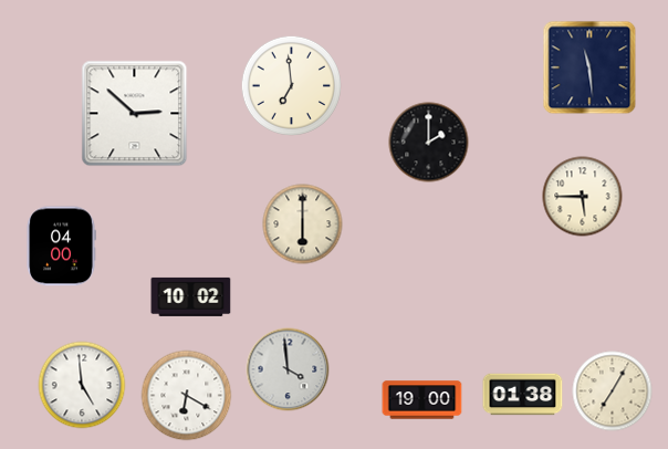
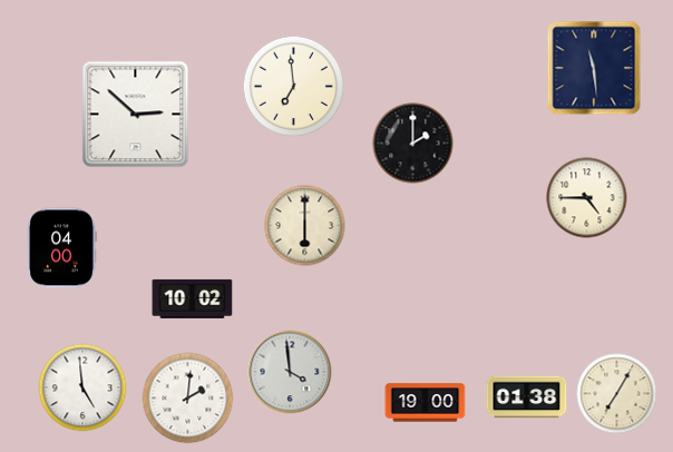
clock at (429, 143) position: (429, 143) -> (413, 144)
clock at (583, 197): 5:45 -> 4:45
clock at (187, 396): 6:20 -> 2:01
